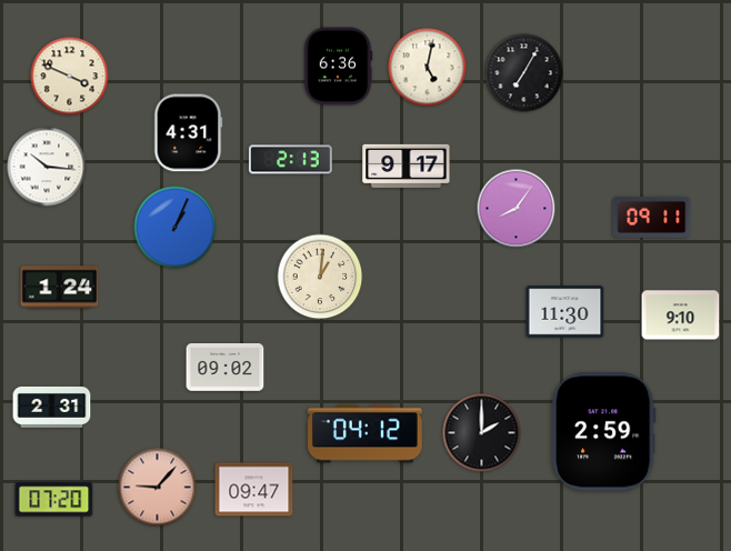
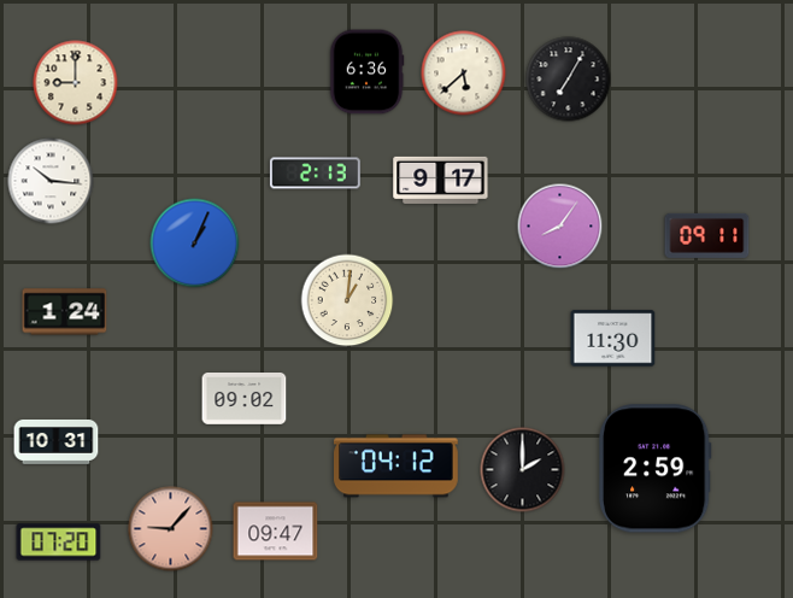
clock at (428, 68): 5:02 -> 5:38
clock at (70, 77): 3:49 -> 9:00
clock at (188, 133): 4:31 -> none
clock at (176, 228) position: (176, 228) -> (195, 244)
clock at (681, 315): 9:10 -> none
clock at (52, 407): 2:31 -> 10:31
clock at (365, 434) position: (365, 434) -> (397, 467)
